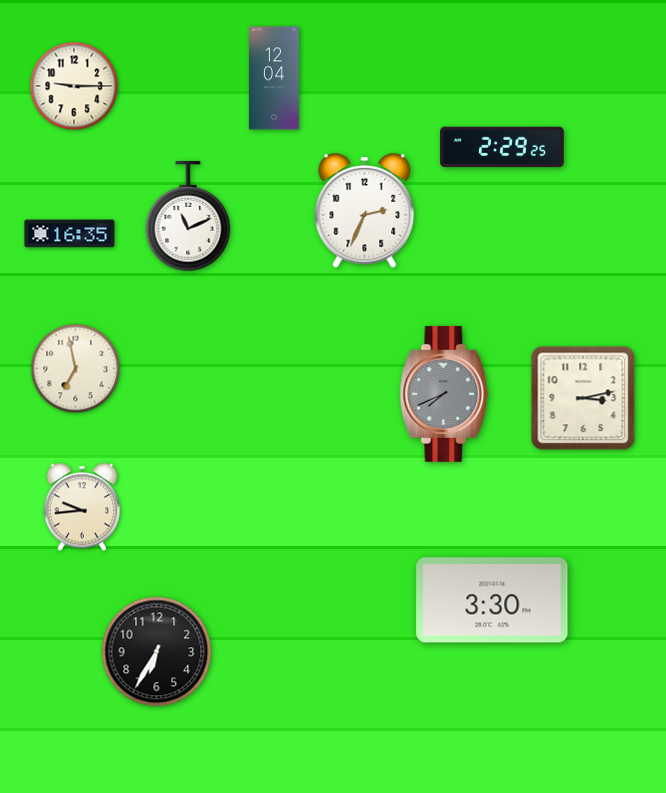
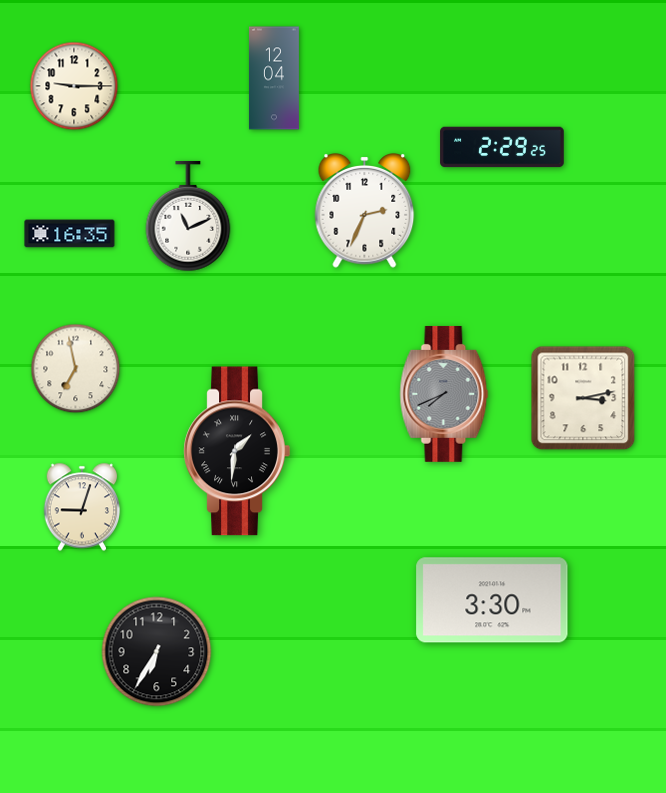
clock at (237, 451): none -> 1:31
clock at (82, 507): 9:44 -> 9:03
